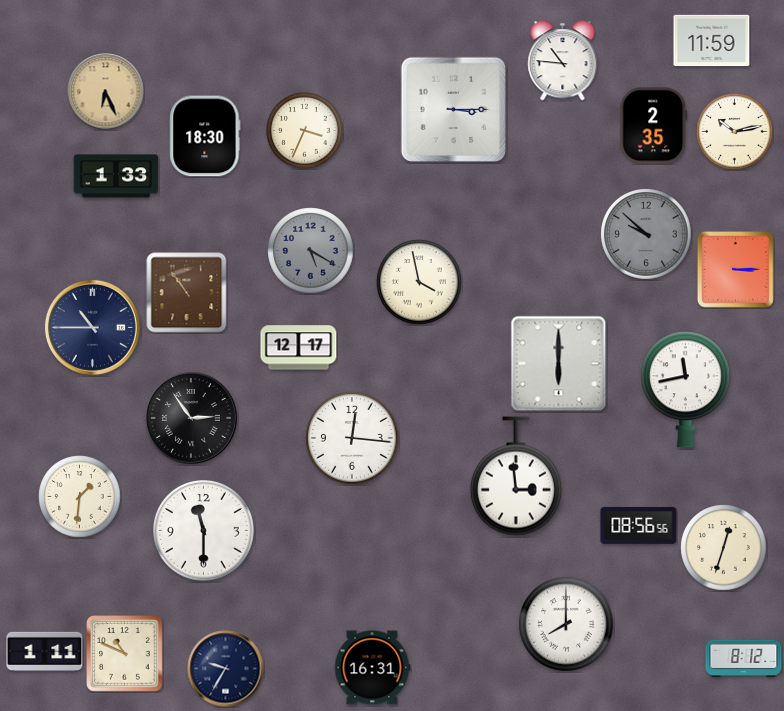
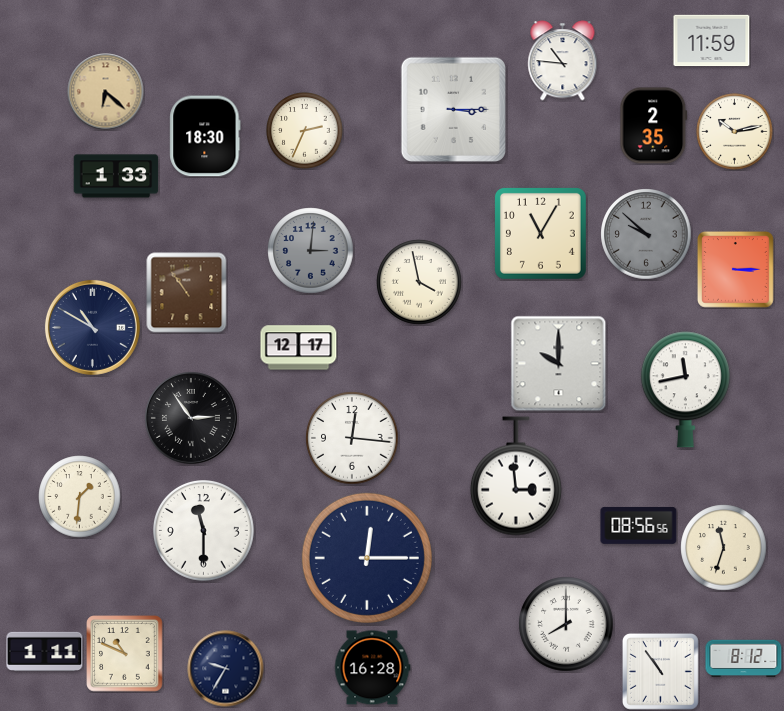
clock at (106, 92): 6:26 -> 6:22
clock at (305, 131): 3:34 -> 2:34
clock at (540, 233): none -> 11:05
clock at (311, 251): 5:20 -> 3:01
clock at (92, 327): 10:45 -> 10:50
clock at (559, 364): 6:00 -> 10:00
clock at (724, 548): 12:33 -> 11:33
clock at (367, 558): none -> 12:15
clock at (372, 668): 16:31 -> 16:28
clock at (660, 671): none -> 10:54
